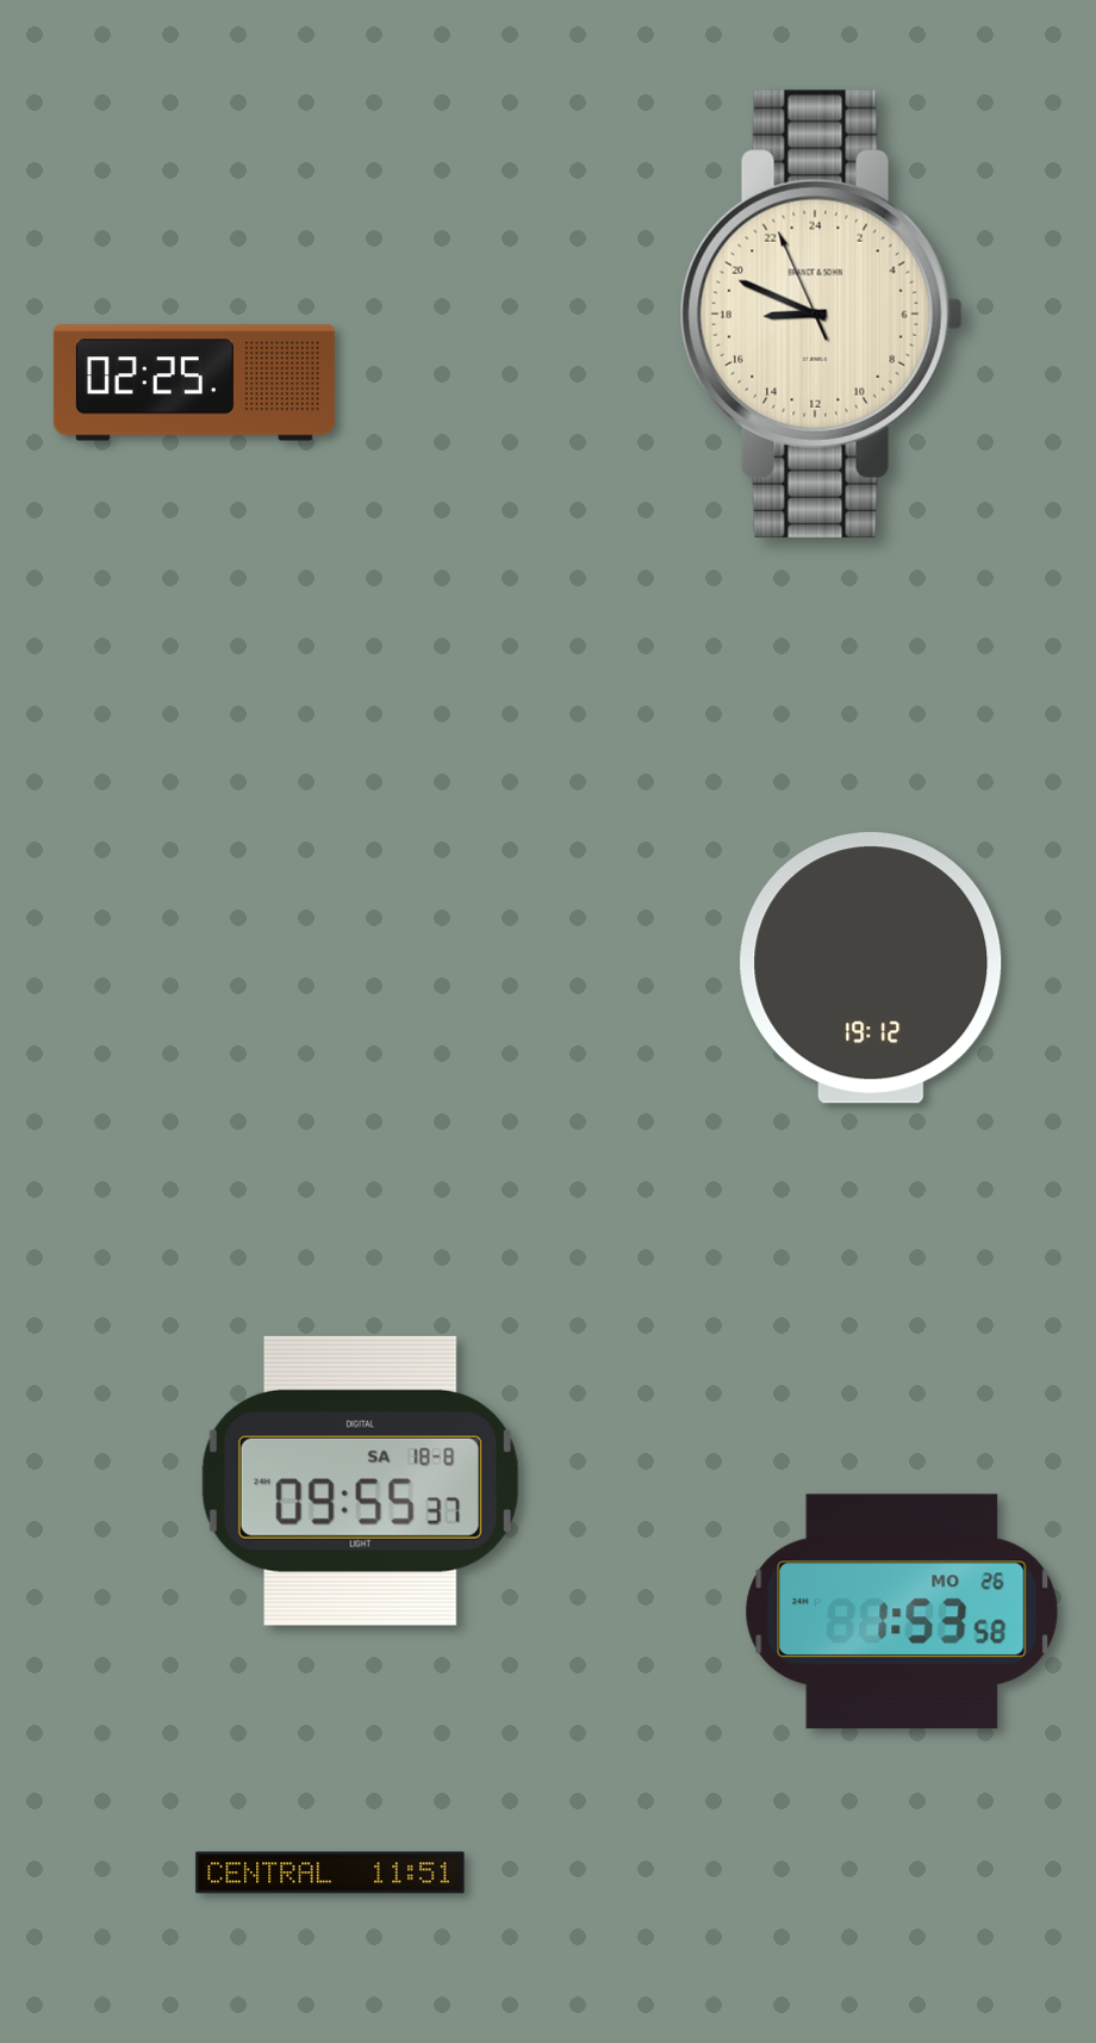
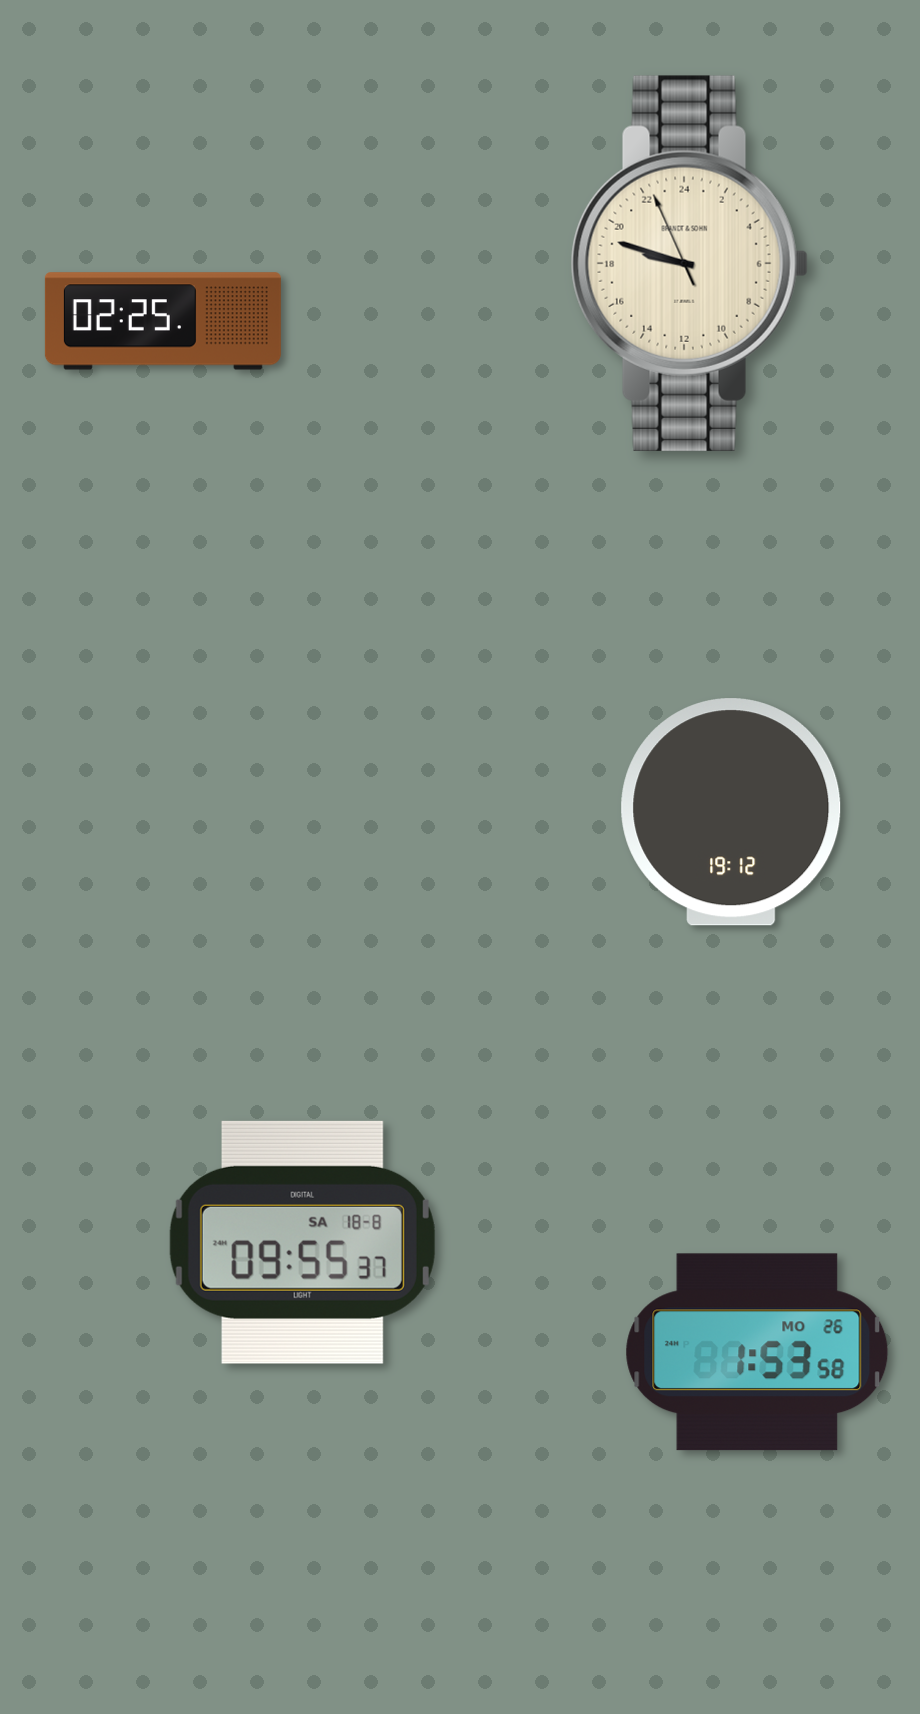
clock at (821, 313): 17:48 -> 18:47
clock at (330, 1873): 11:51 -> none
